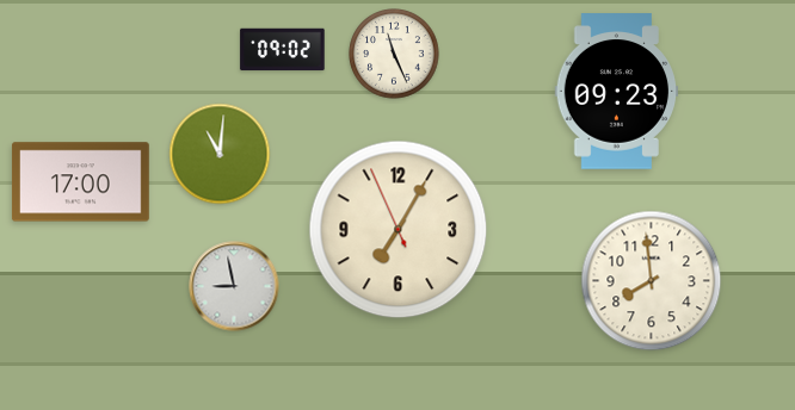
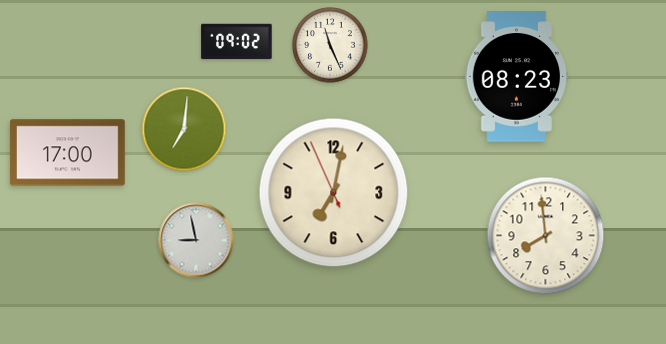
clock at (617, 92): 09:23 -> 08:23
clock at (220, 154): 11:01 -> 7:01
clock at (399, 230): 7:04 -> 7:01
